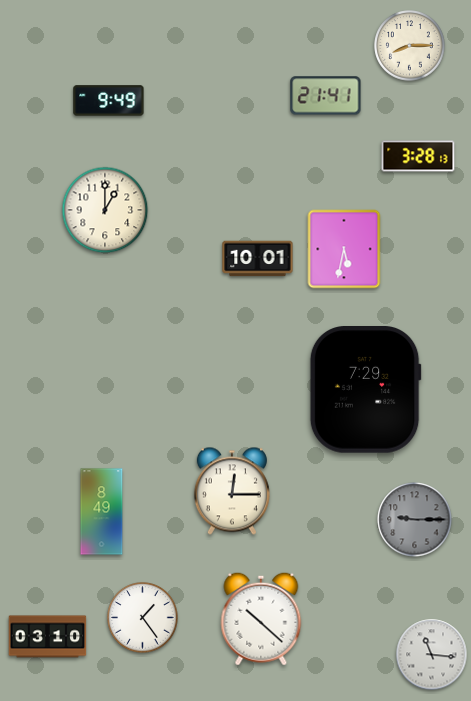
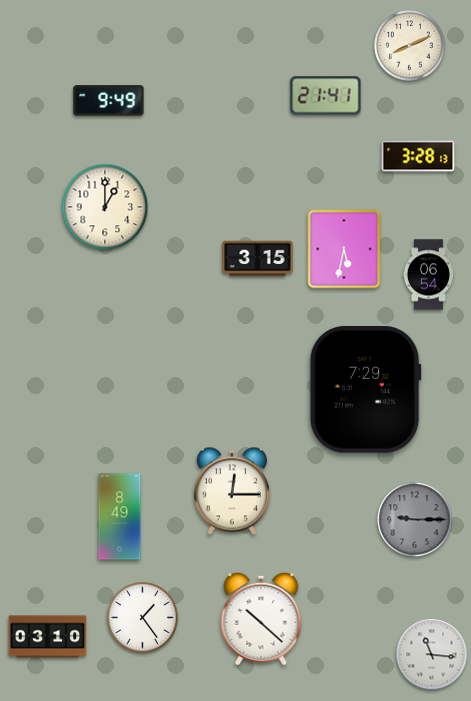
clock at (410, 46): 8:15 -> 8:11
clock at (105, 210) position: (105, 210) -> (105, 207)
clock at (258, 259): 10:01 -> 3:15
clock at (428, 275): none -> 06:54
clock at (102, 512) position: (102, 512) -> (120, 517)
